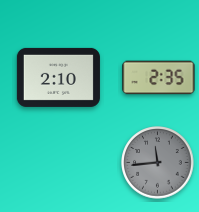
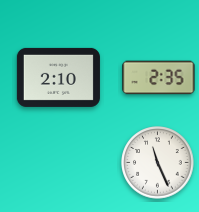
clock at (158, 163): 11:44 -> 11:26
clock at (158, 163) dial: grey -> white
